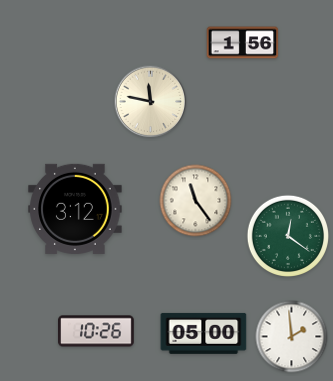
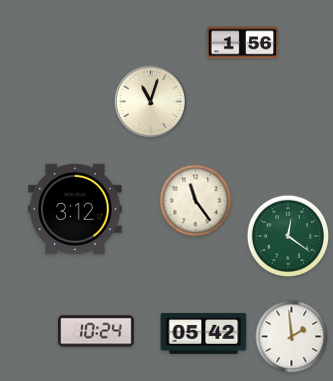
clock at (151, 102): 11:47 -> 11:03
clock at (96, 331): 10:26 -> 10:24
clock at (204, 333): 05:00 -> 05:42
